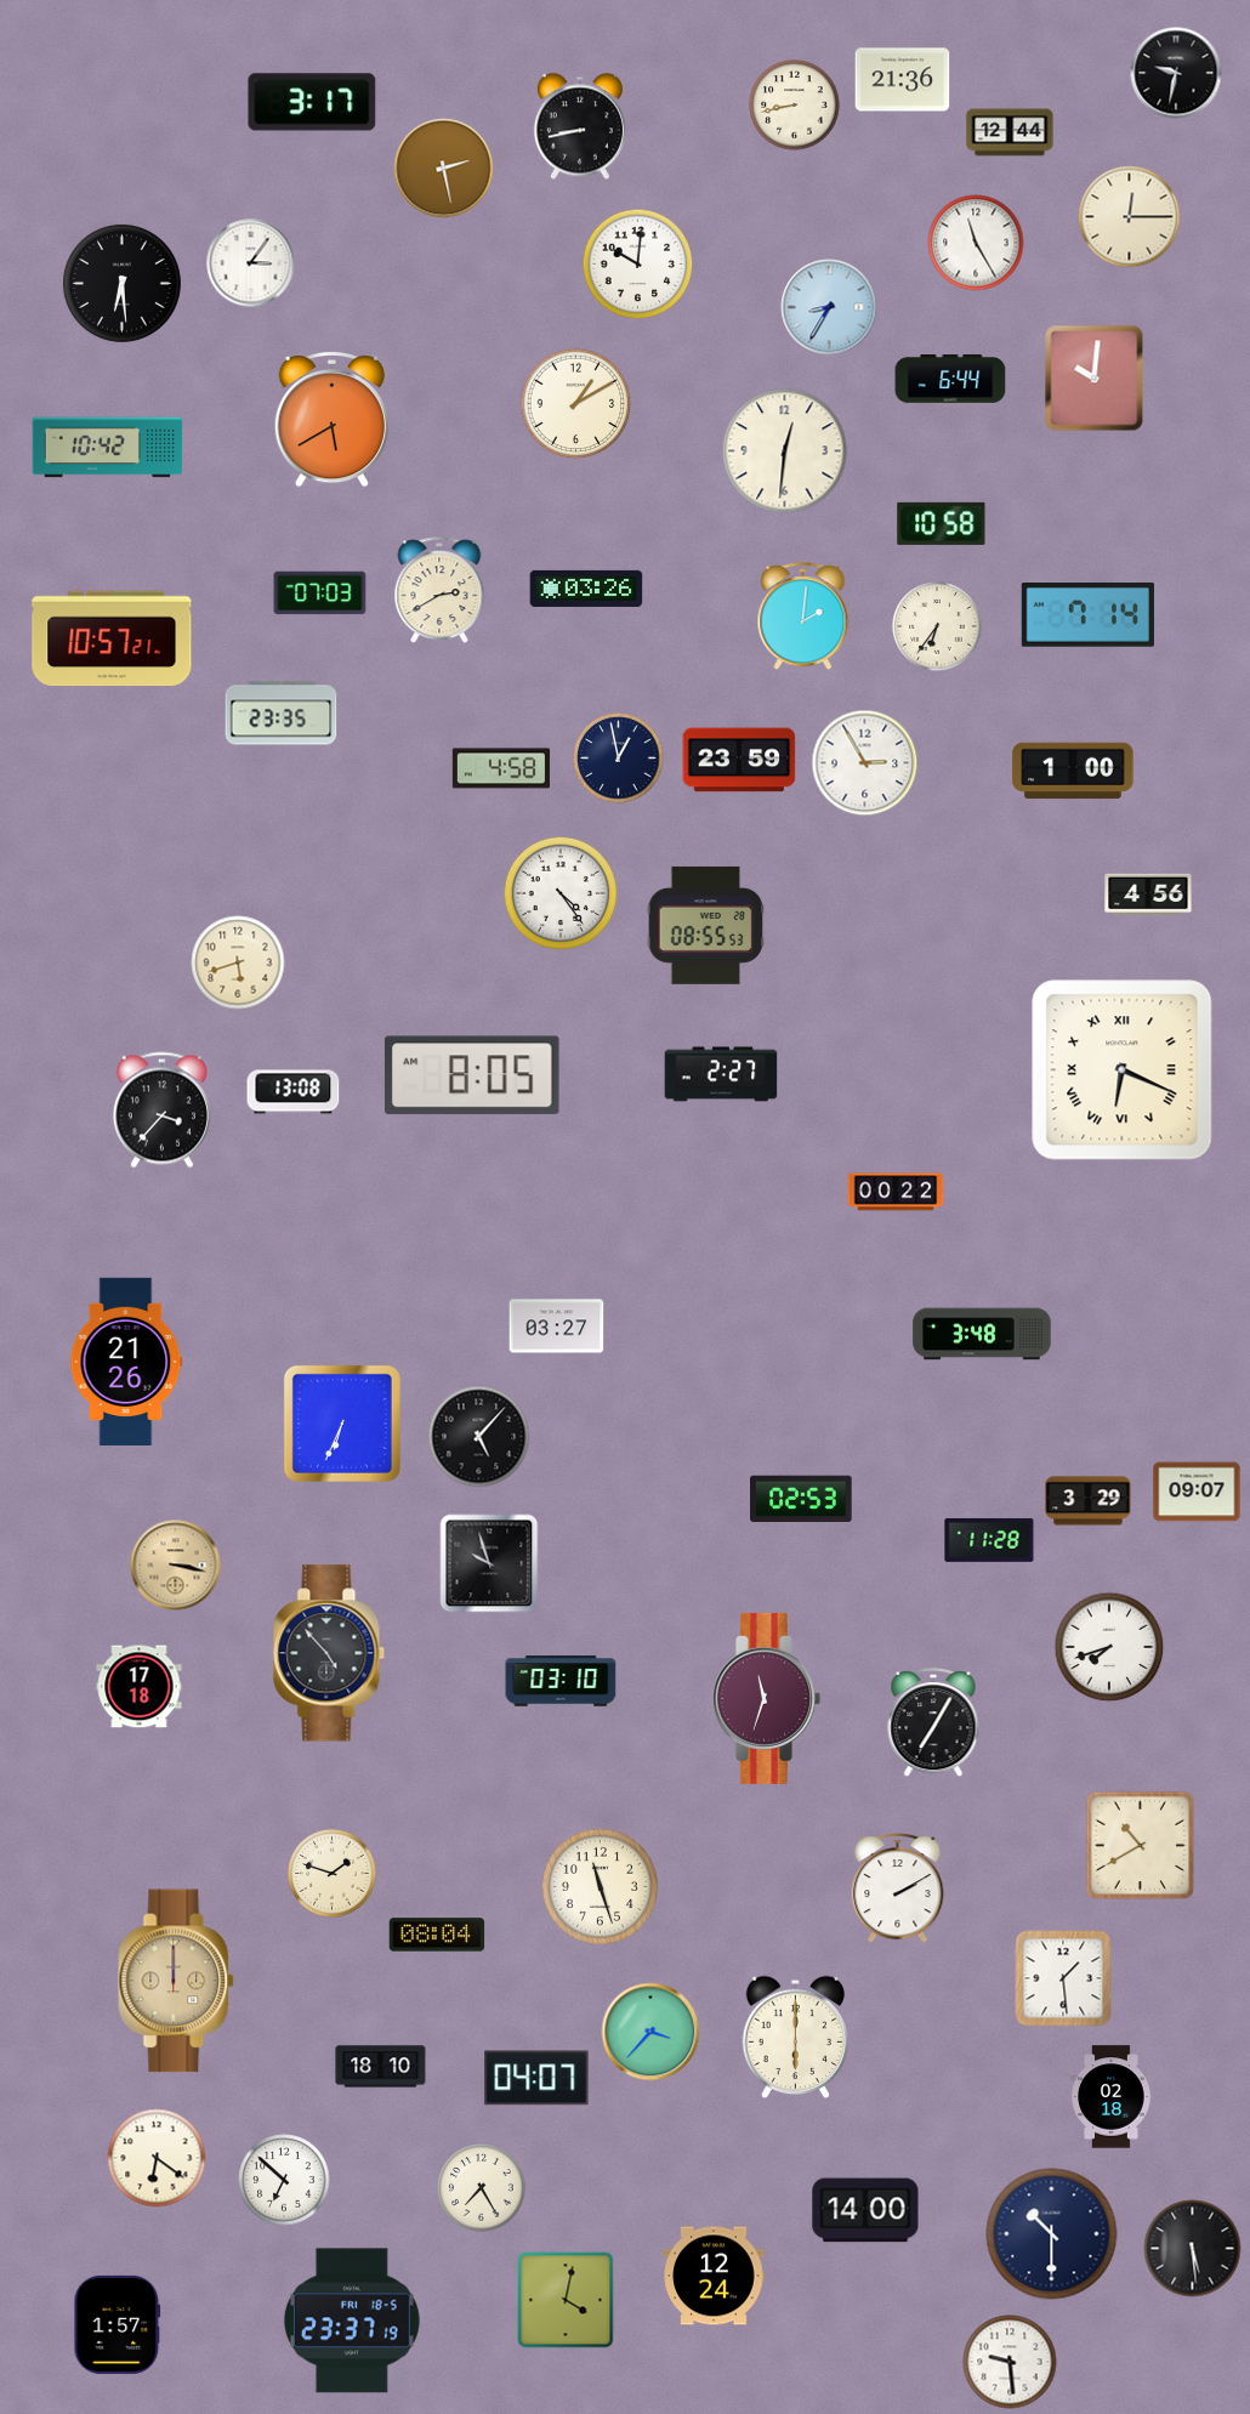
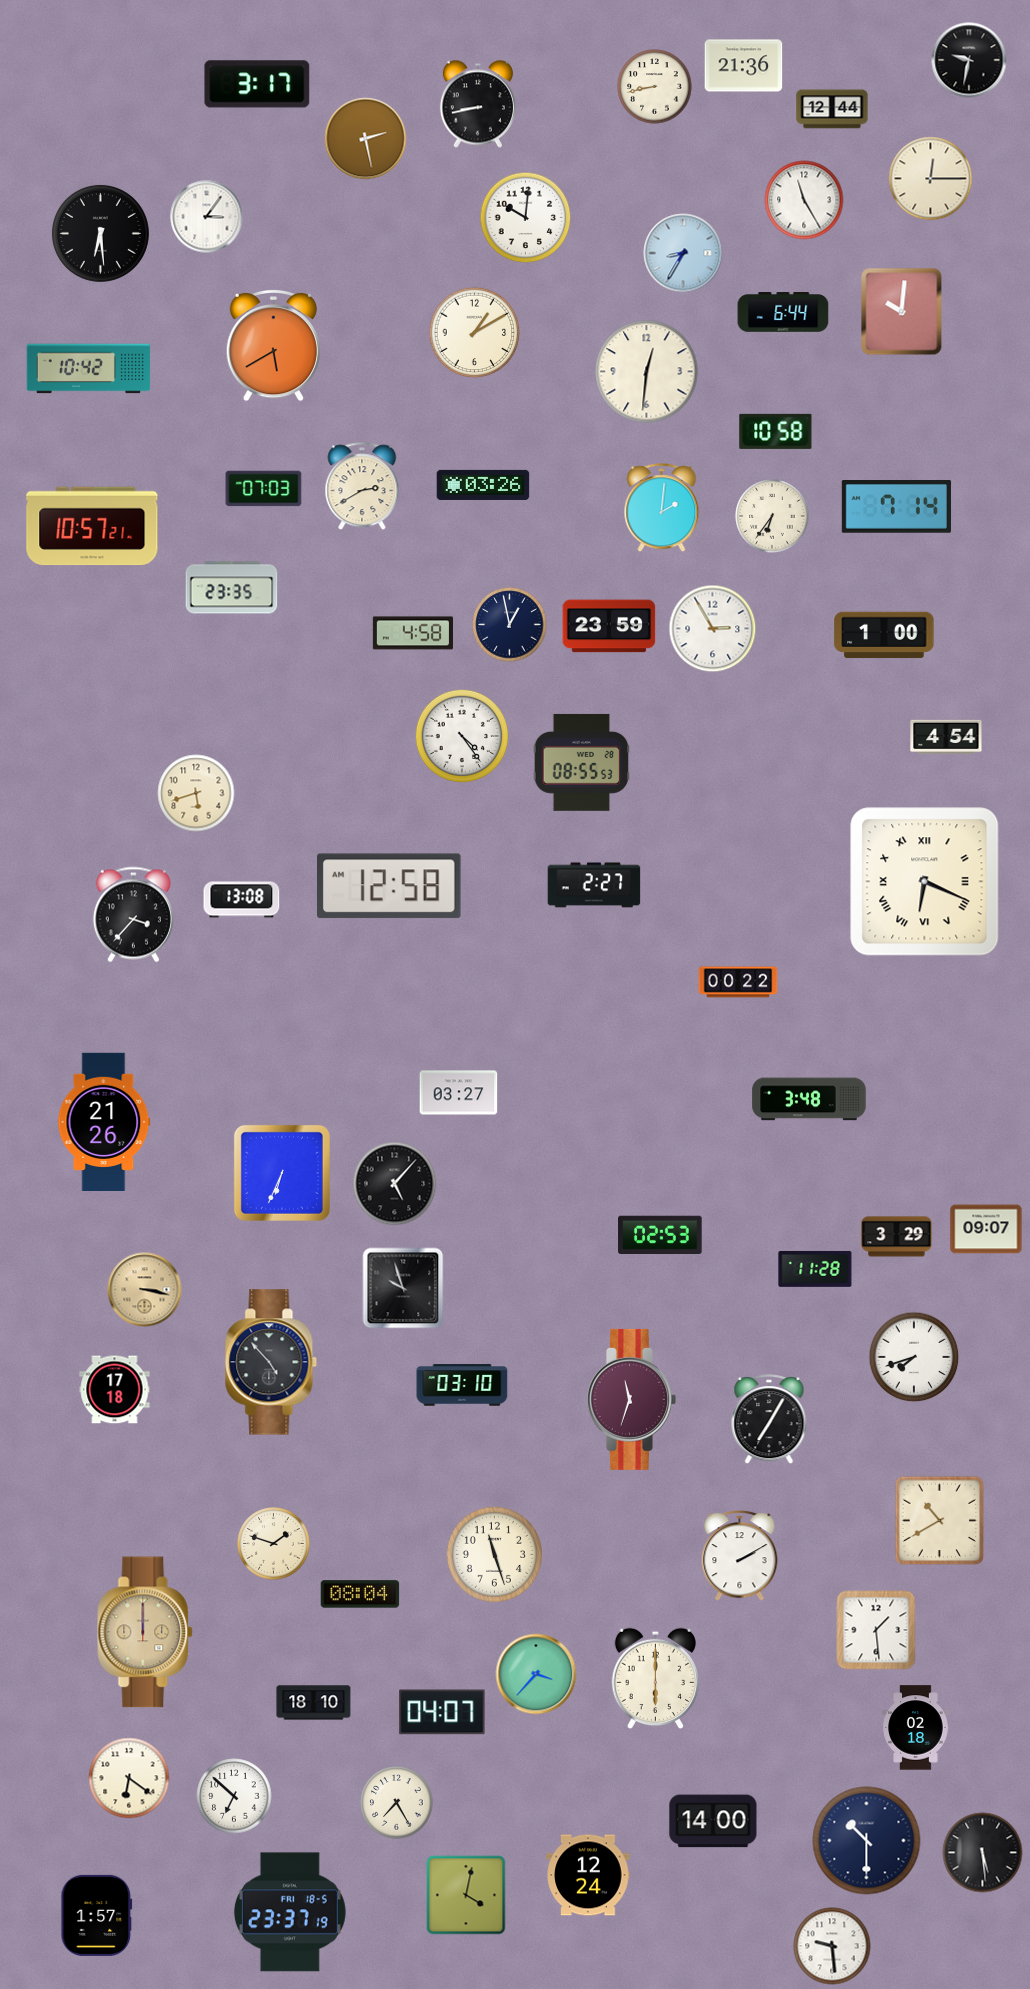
clock at (1148, 894): 4:56 -> 4:54
clock at (473, 1075): 8:05 -> 12:58
